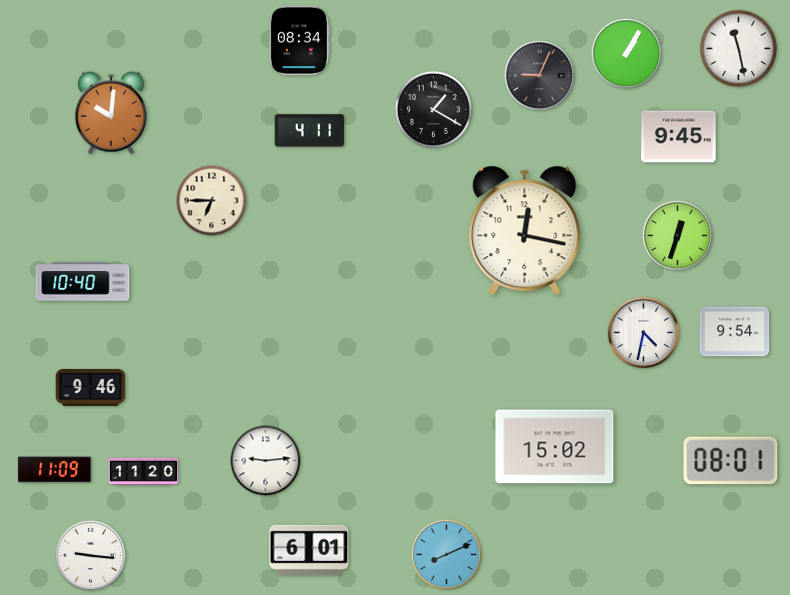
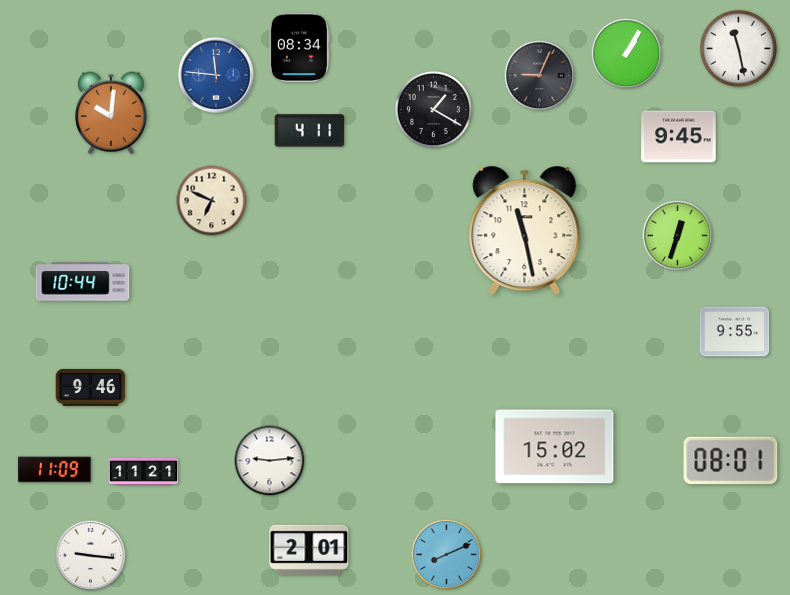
clock at (299, 41) position: (299, 41) -> (299, 48)
clock at (217, 76): none -> 11:46
clock at (212, 201): 6:45 -> 6:49
clock at (525, 231): 12:17 -> 11:28
clock at (83, 282): 10:40 -> 10:44
clock at (643, 332): 4:32 -> none
clock at (735, 332): 9:54 -> 9:55
clock at (266, 461) position: (266, 461) -> (270, 461)
clock at (144, 471): 11:20 -> 11:21
clock at (309, 550): 6:01 -> 2:01
